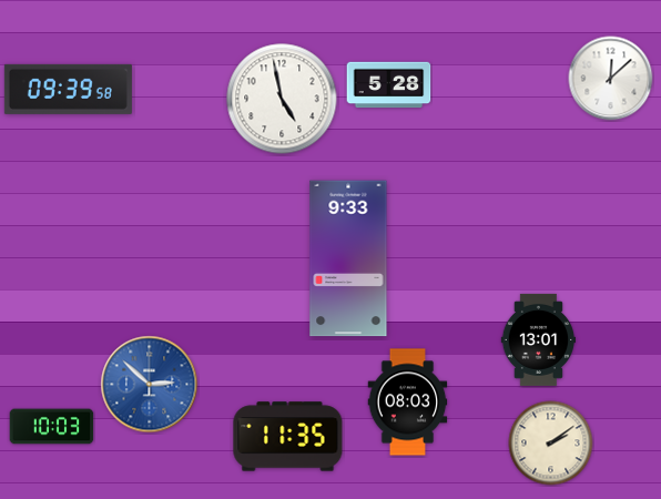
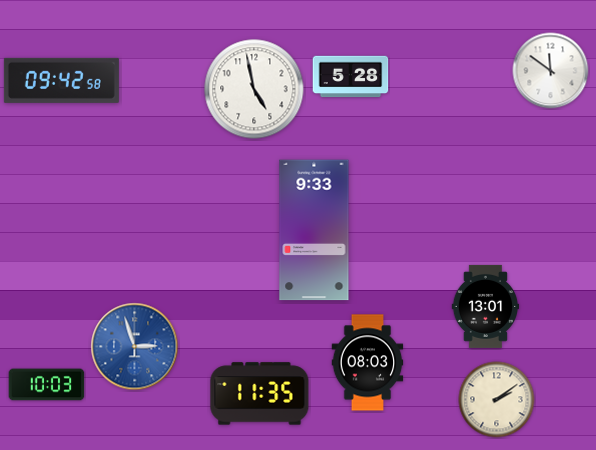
clock at (611, 79): 12:08 -> 11:51
clock at (68, 89): 09:39 -> 09:42
clock at (348, 258) position: (348, 258) -> (314, 230)
clock at (150, 385): 2:52 -> 2:57
